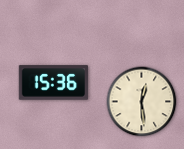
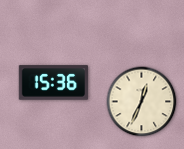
clock at (142, 102): 12:29 -> 12:34
